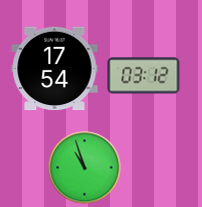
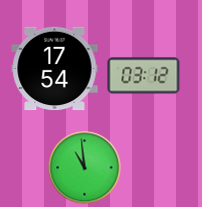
clock at (85, 168): 10:57 -> 10:59
